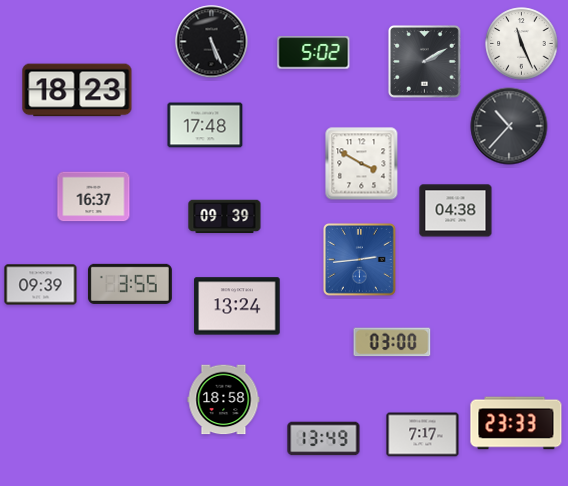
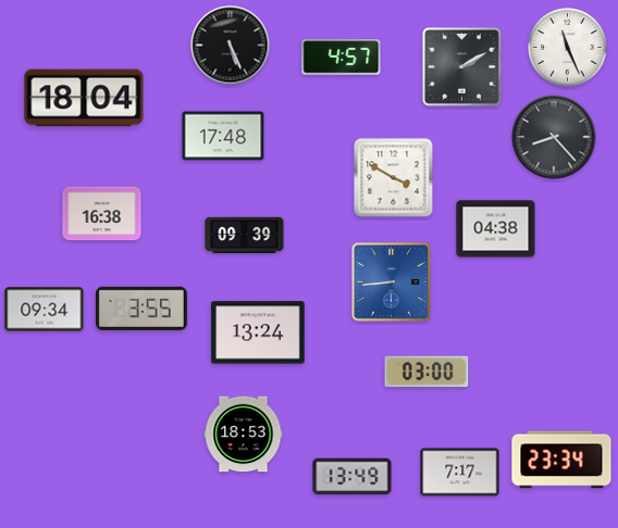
clock at (314, 53): 5:02 -> 4:57
clock at (77, 90): 18:23 -> 18:04
clock at (509, 126): 10:37 -> 8:23
clock at (94, 197): 16:37 -> 16:38
clock at (360, 260): 2:44 -> 8:44
clock at (41, 285): 09:39 -> 09:34
clock at (224, 400): 18:58 -> 18:53
clock at (516, 423): 23:33 -> 23:34
